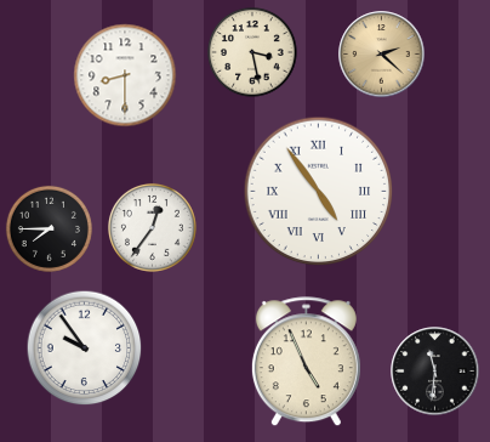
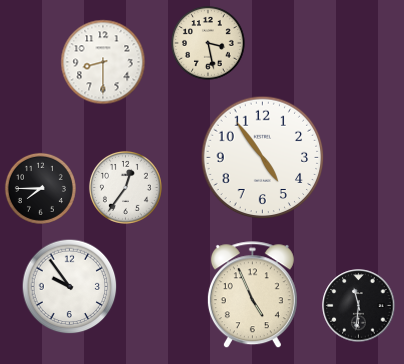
clock at (382, 55): 2:22 -> none
clock at (319, 192) numerals: Roman -> Arabic
clock at (306, 362) position: (306, 362) -> (252, 295)
